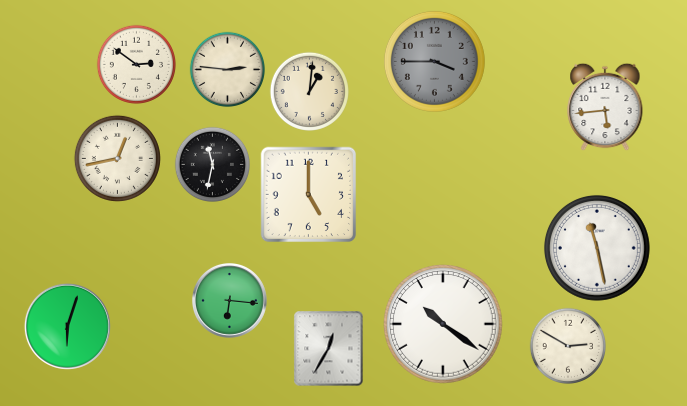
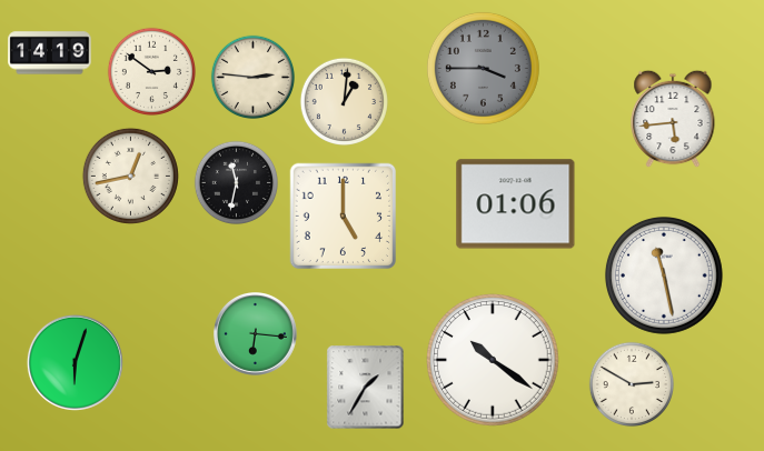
clock at (50, 53): none -> 14:19
clock at (516, 204): none -> 01:06
clock at (329, 349): 12:35 -> 1:35
